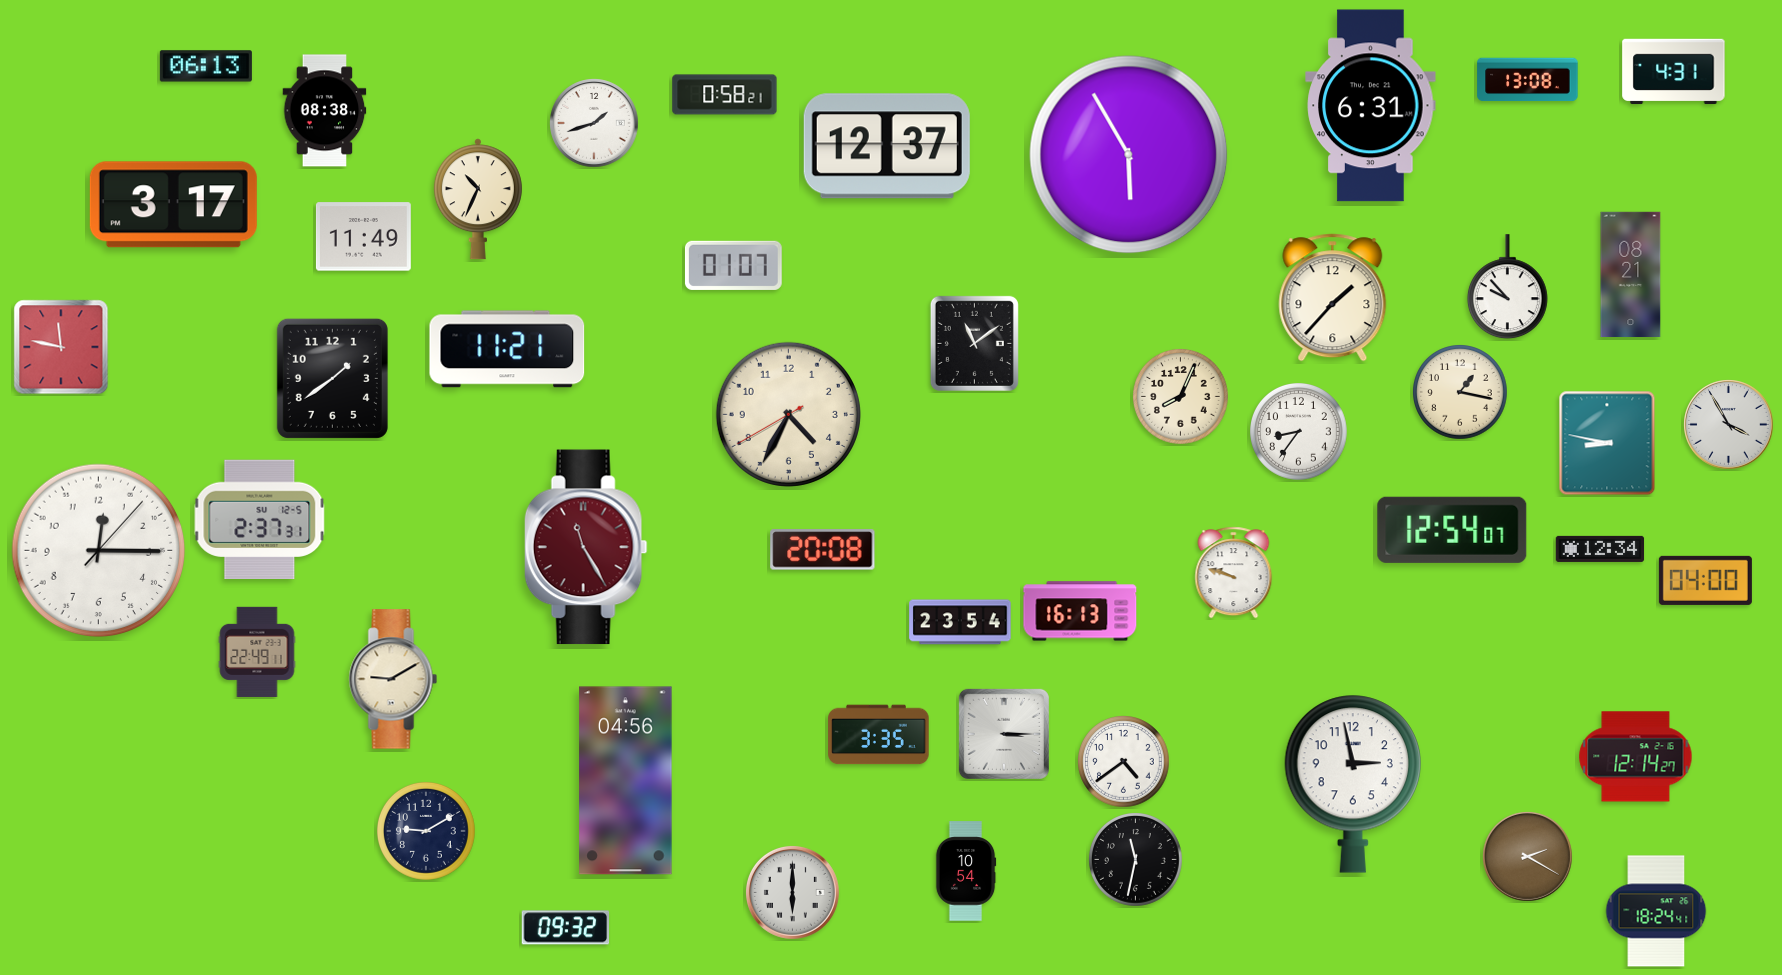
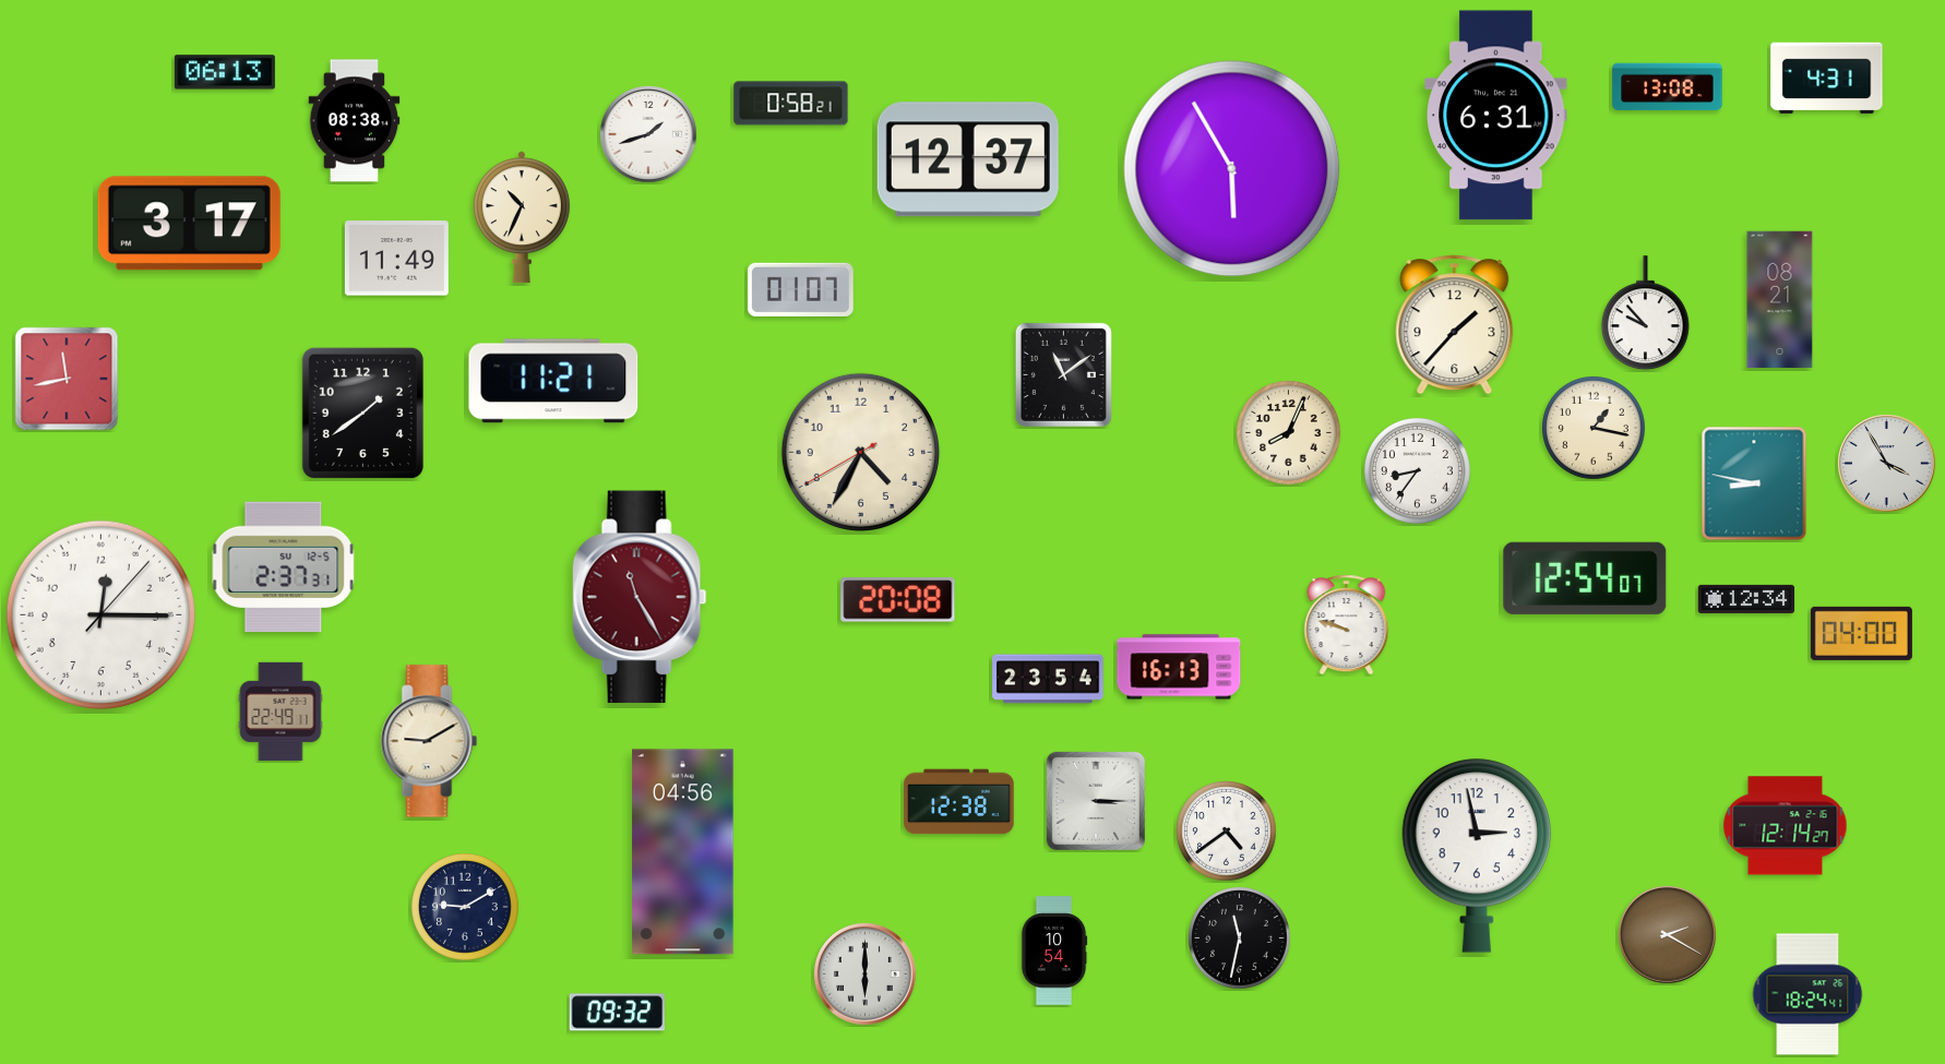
clock at (61, 347): 11:47 -> 11:43
clock at (99, 551) position: (99, 551) -> (102, 615)
clock at (879, 735): 3:35 -> 12:38
